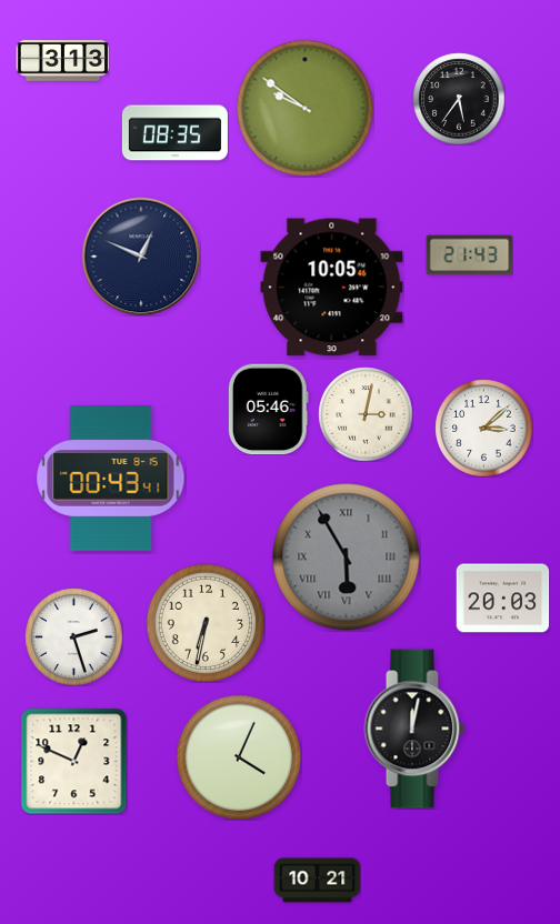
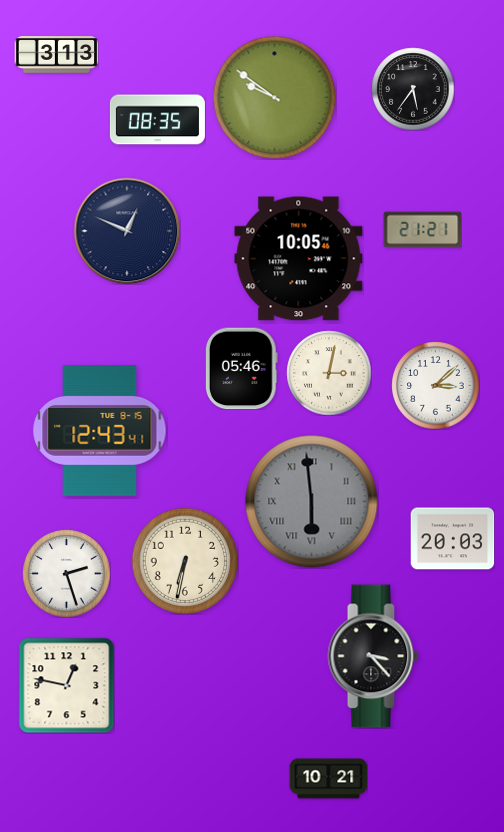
clock at (469, 255): 21:43 -> 21:21
clock at (111, 479): 00:43 -> 12:43
clock at (347, 558): 5:55 -> 5:59
clock at (414, 729): 12:02 -> 3:23
clock at (239, 757): 4:04 -> none
clock at (73, 761): 12:49 -> 12:47
clock at (317, 881) position: (317, 881) -> (328, 779)
